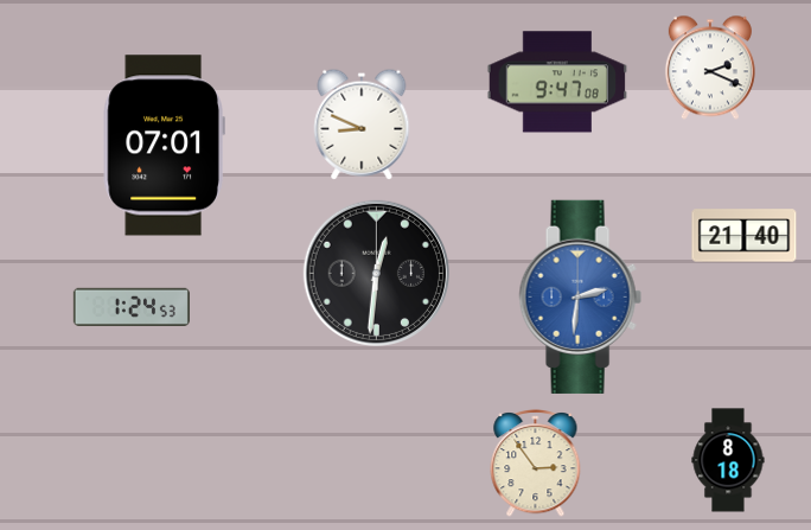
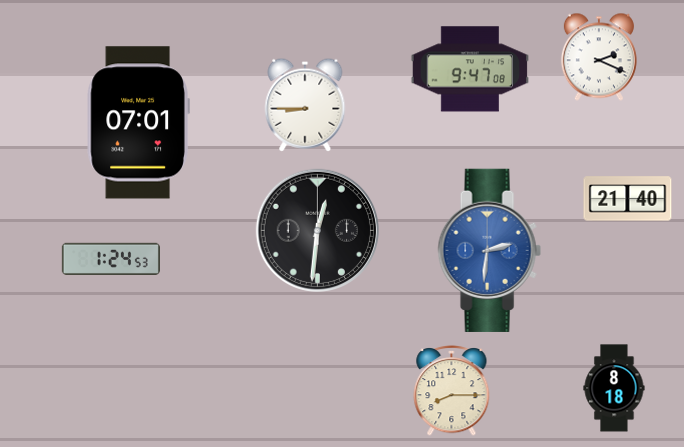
clock at (362, 124): 8:49 -> 8:45
clock at (536, 462): 2:54 -> 8:15
